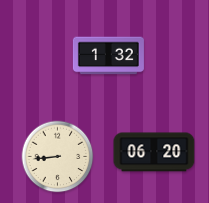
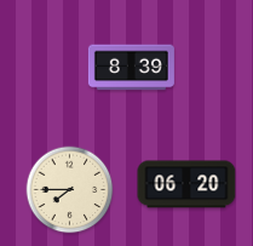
clock at (108, 56): 1:32 -> 8:39
clock at (58, 157): 8:44 -> 7:45
